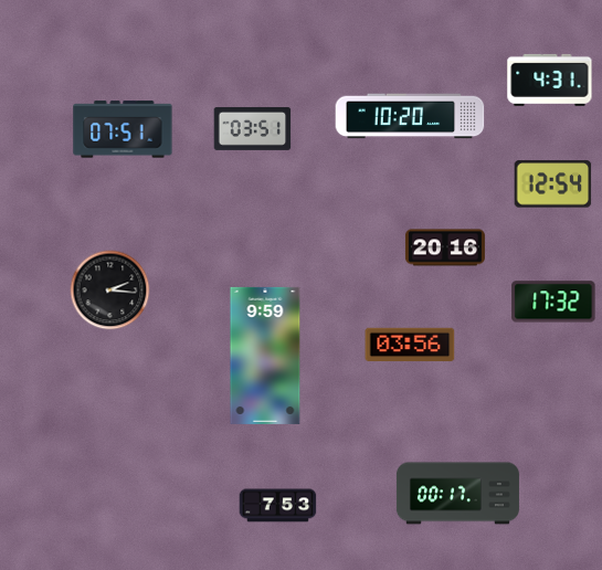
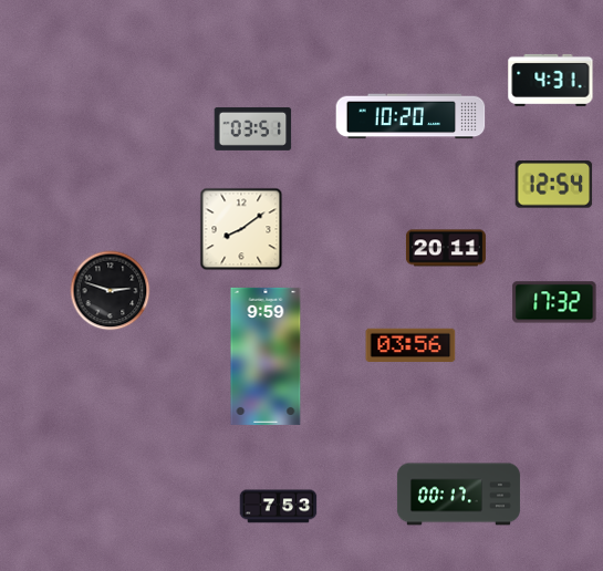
clock at (123, 129): 07:51 -> none
clock at (241, 229): none -> 8:09
clock at (445, 247): 20:16 -> 20:11
clock at (110, 291): 2:16 -> 2:48
